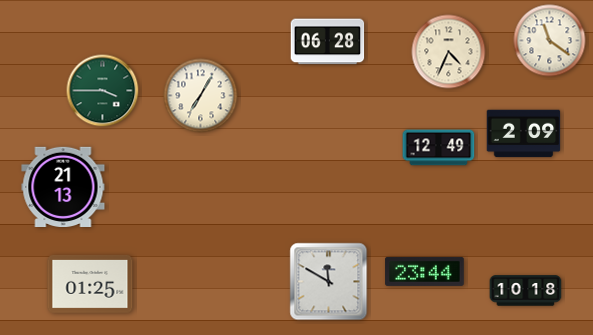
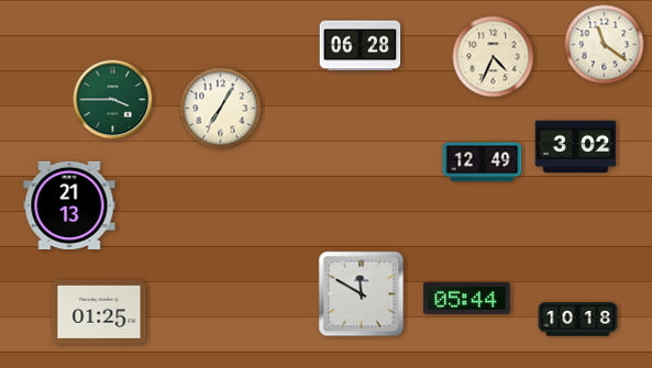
clock at (201, 96) position: (201, 96) -> (221, 109)
clock at (524, 134): 2:09 -> 3:02
clock at (425, 271): 23:44 -> 05:44
clock at (329, 282) position: (329, 282) -> (362, 294)
